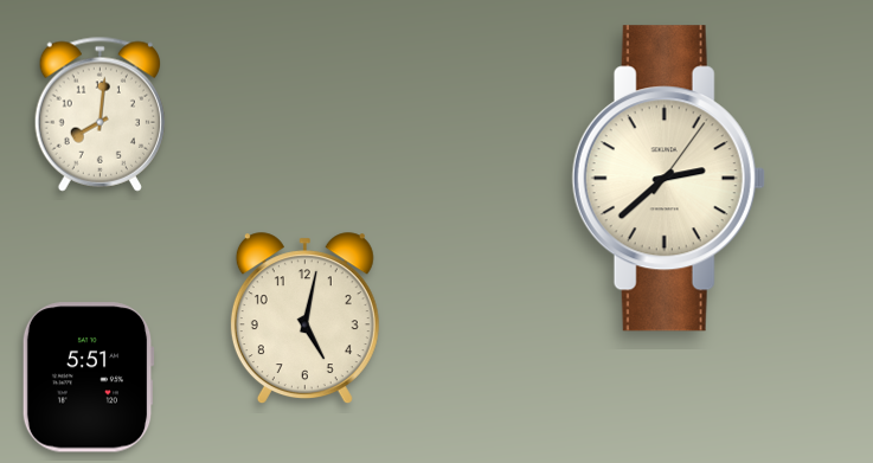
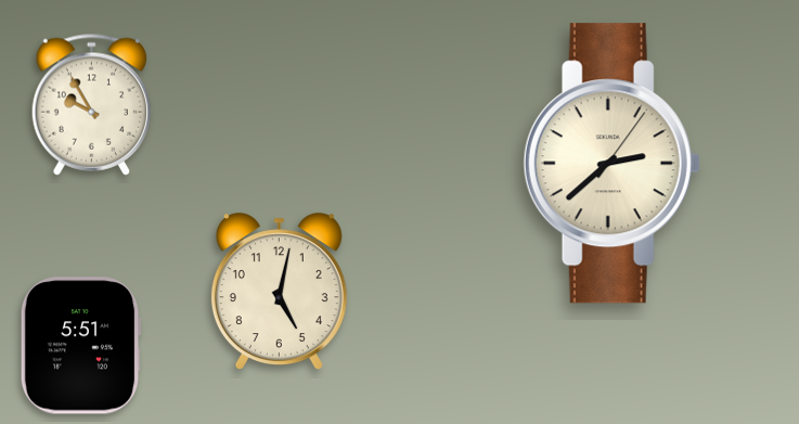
clock at (100, 114): 8:01 -> 9:55
